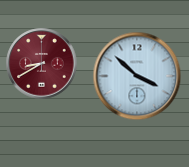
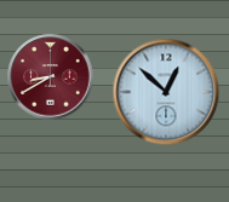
clock at (137, 76): 3:52 -> 12:52
